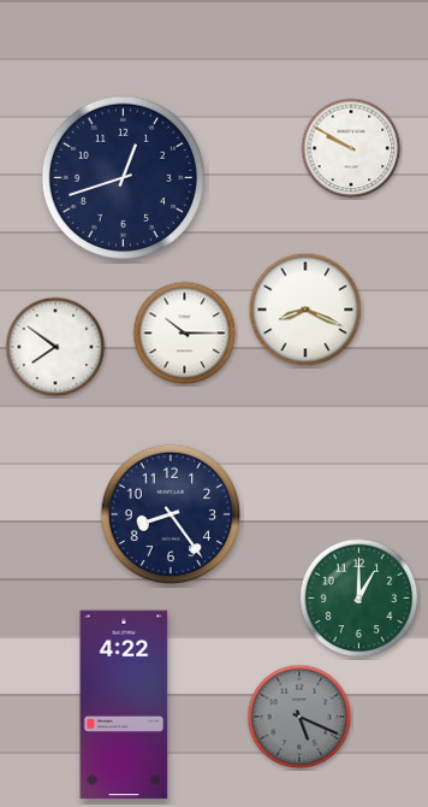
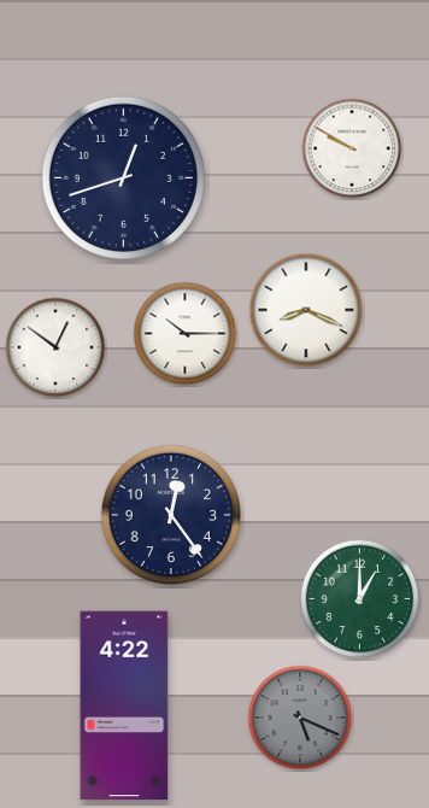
clock at (55, 347): 7:51 -> 12:51
clock at (171, 514): 8:24 -> 12:24
